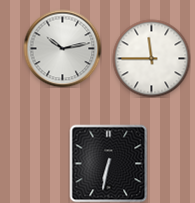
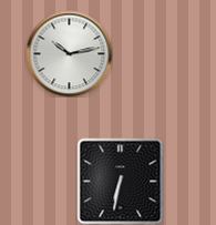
clock at (151, 58): 11:45 -> none
